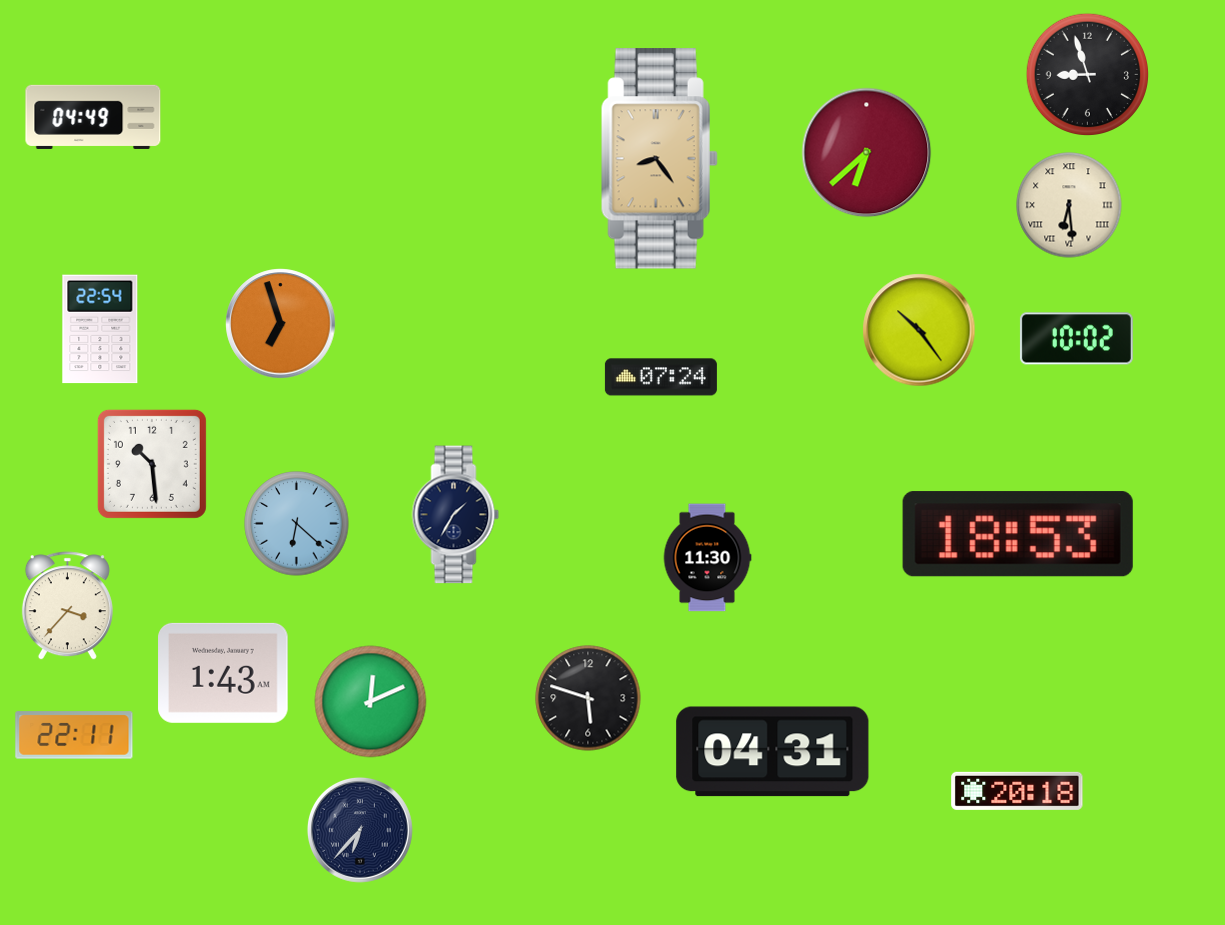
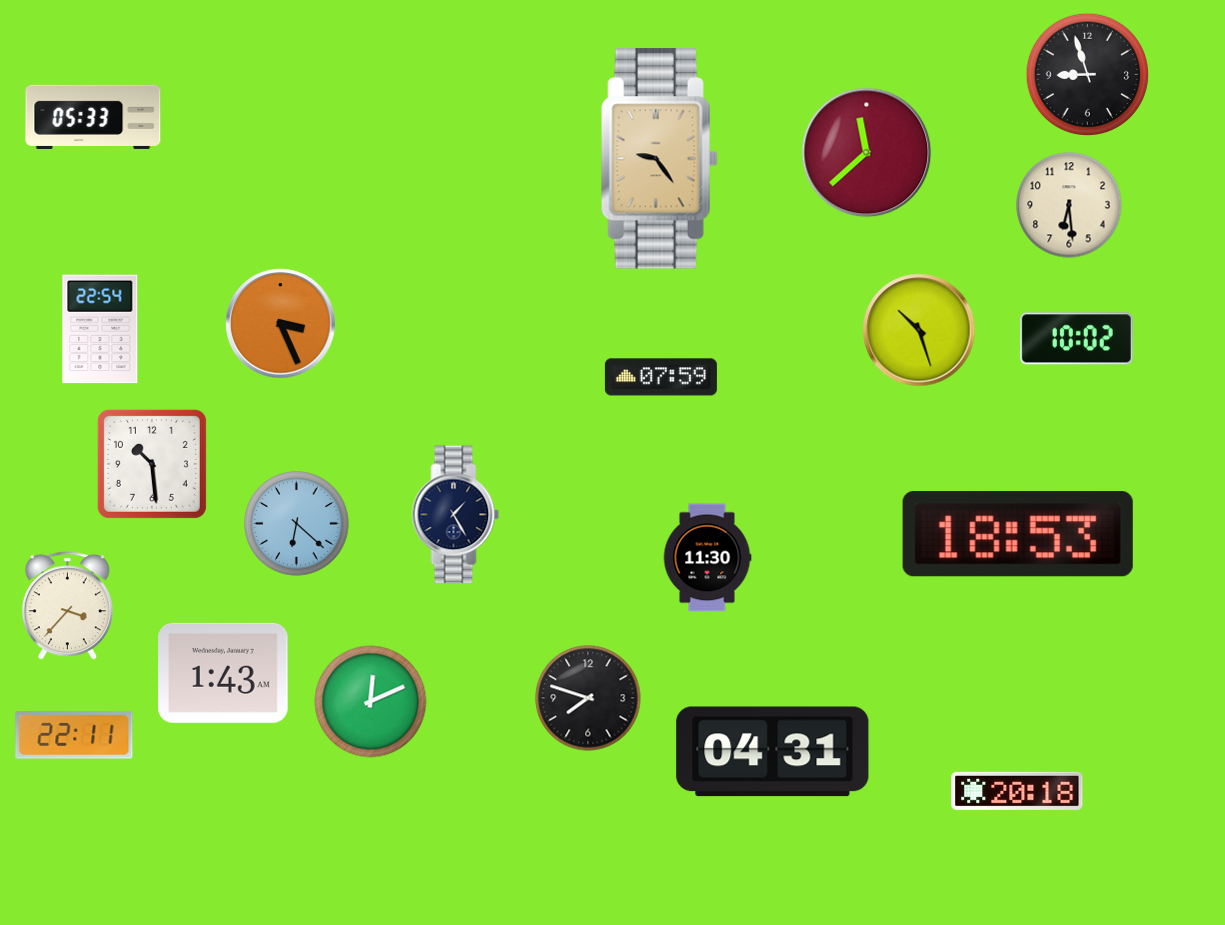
clock at (93, 117): 04:49 -> 05:33
clock at (867, 153): 6:38 -> 11:38
clock at (659, 159): 8:24 -> 9:24
clock at (1069, 205) numerals: Roman -> Arabic
clock at (281, 324): 6:57 -> 3:26
clock at (919, 330): 10:24 -> 10:27
clock at (661, 377): 07:24 -> 07:59
clock at (456, 515): 1:35 -> 1:25
clock at (588, 698): 5:48 -> 7:48
clock at (360, 830): 6:37 -> none
